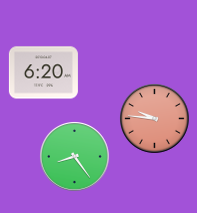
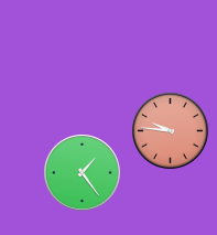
clock at (43, 73): 6:20 -> none
clock at (75, 157): 8:24 -> 1:24
